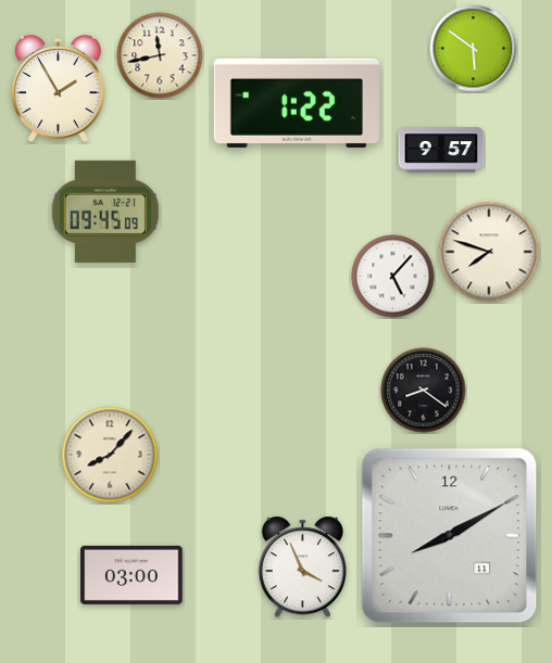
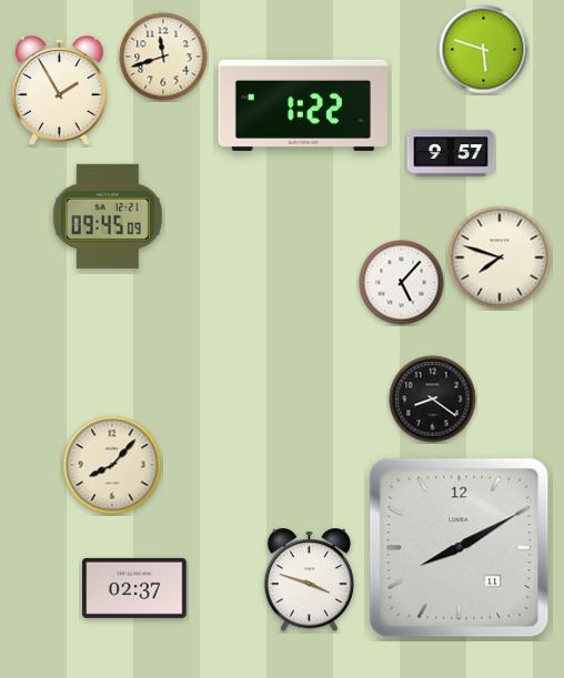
clock at (474, 49): 5:51 -> 5:48
clock at (160, 55): 11:43 -> 11:42
clock at (302, 568): 3:56 -> 3:48
clock at (131, 575): 03:00 -> 02:37
